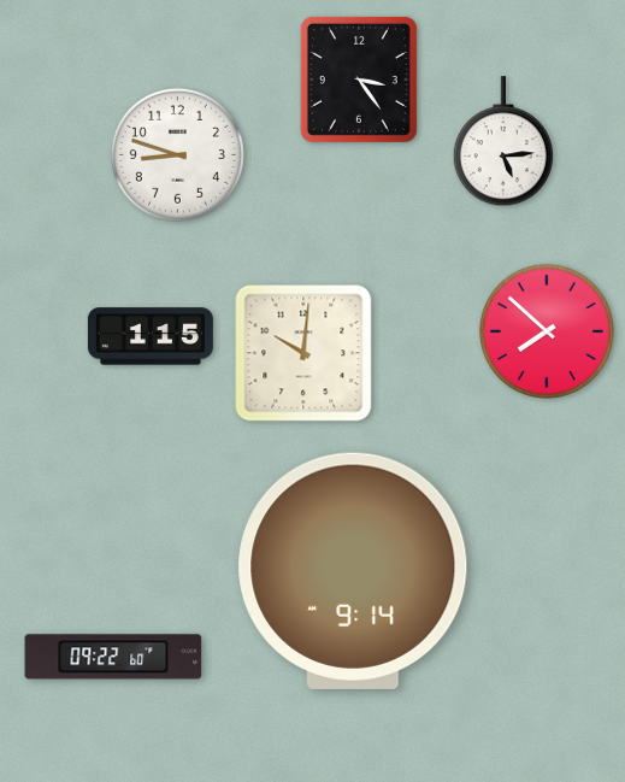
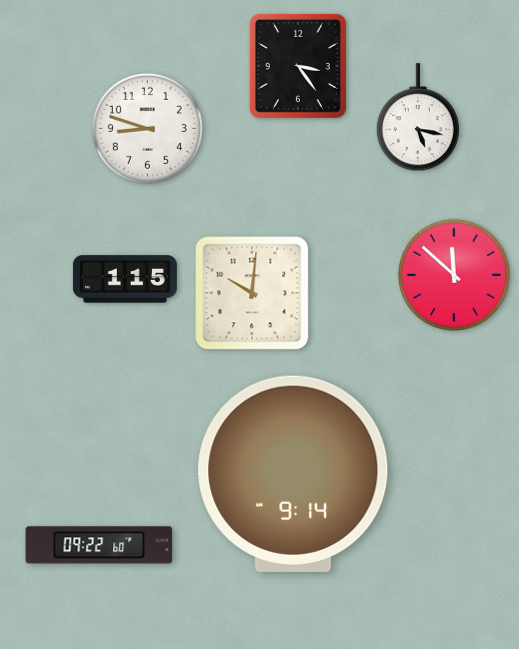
clock at (503, 142): 5:14 -> 5:17
clock at (547, 331): 7:52 -> 11:52
clock at (113, 657) position: (113, 657) -> (99, 545)
